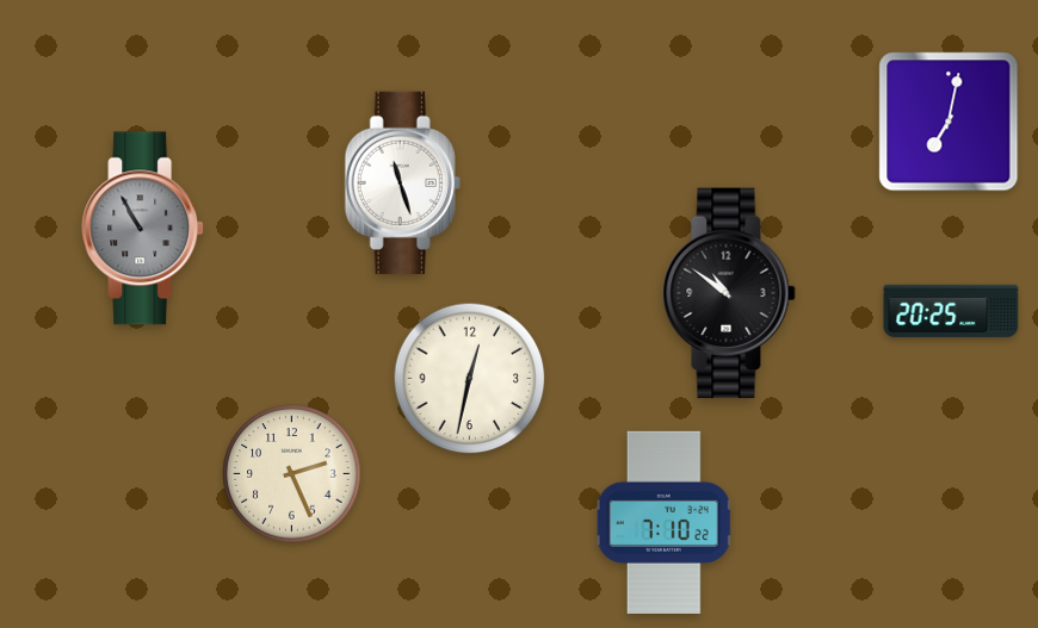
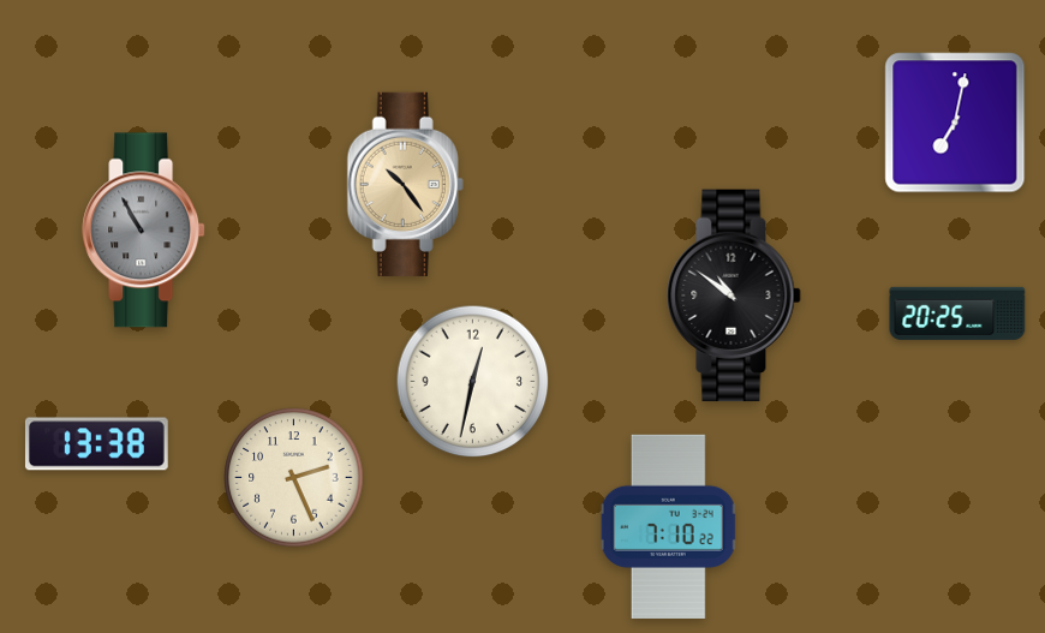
clock at (402, 182): 11:27 -> 10:24
clock at (402, 182) dial: white -> champagne
clock at (96, 444): none -> 13:38
